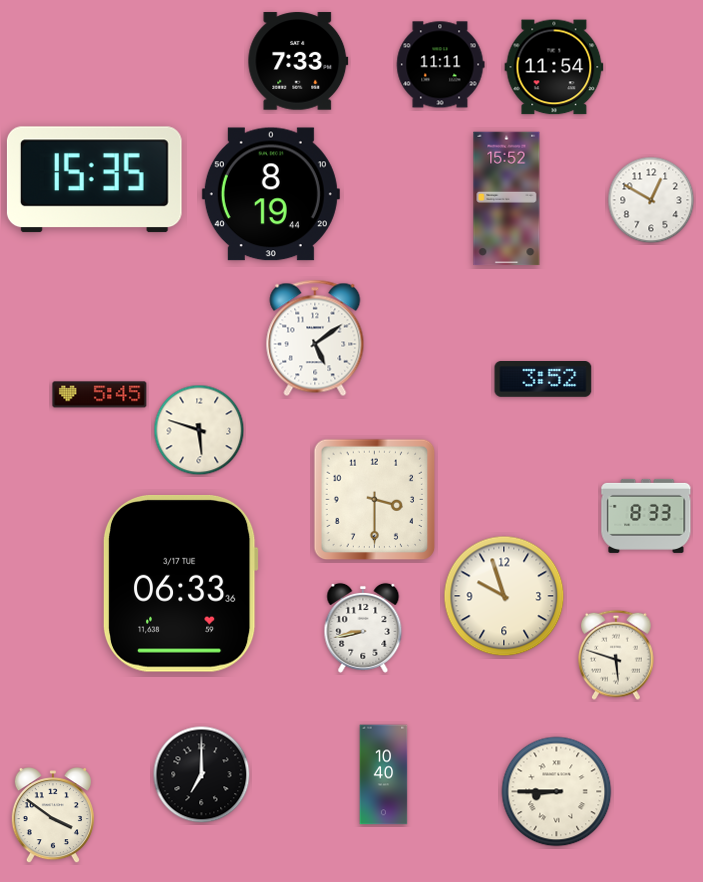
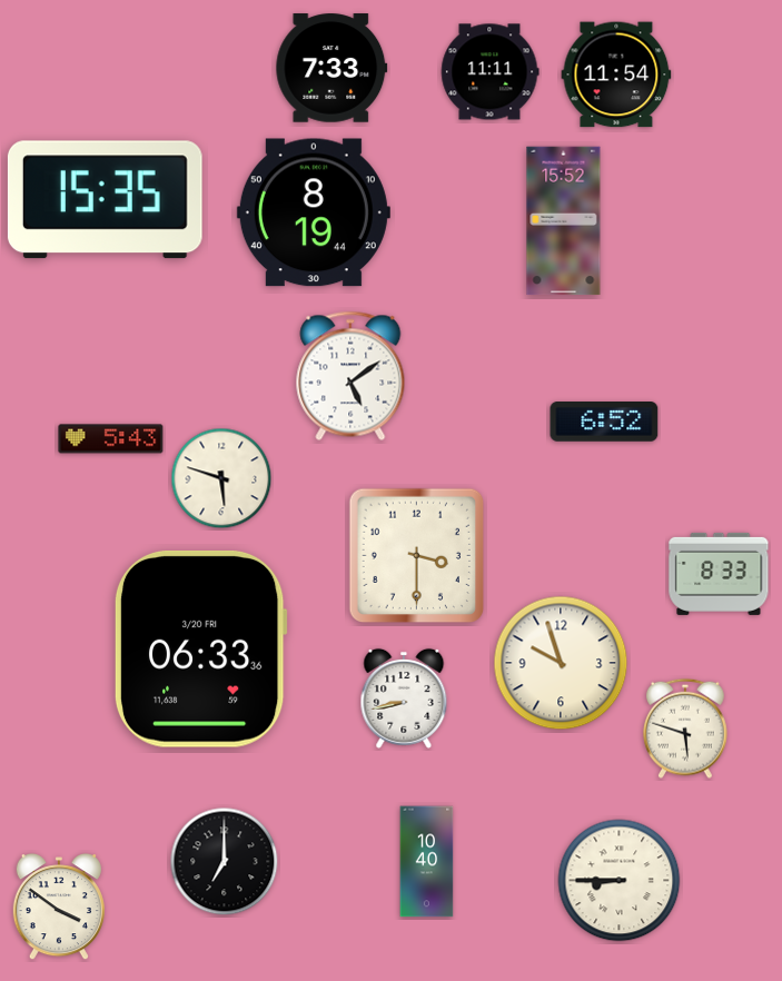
clock at (271, 194) position: (271, 194) -> (314, 212)
clock at (651, 200): 12:50 -> none
clock at (543, 380): 3:52 -> 6:52
clock at (100, 395): 5:45 -> 5:43
clock at (180, 583) date: 3/17 TUE -> 3/20 FRI
